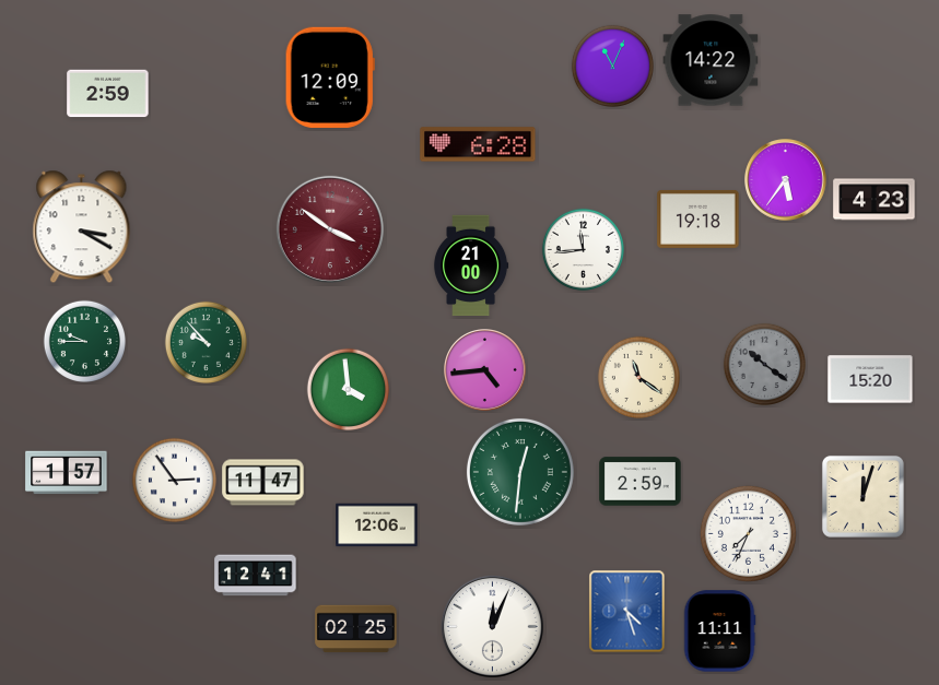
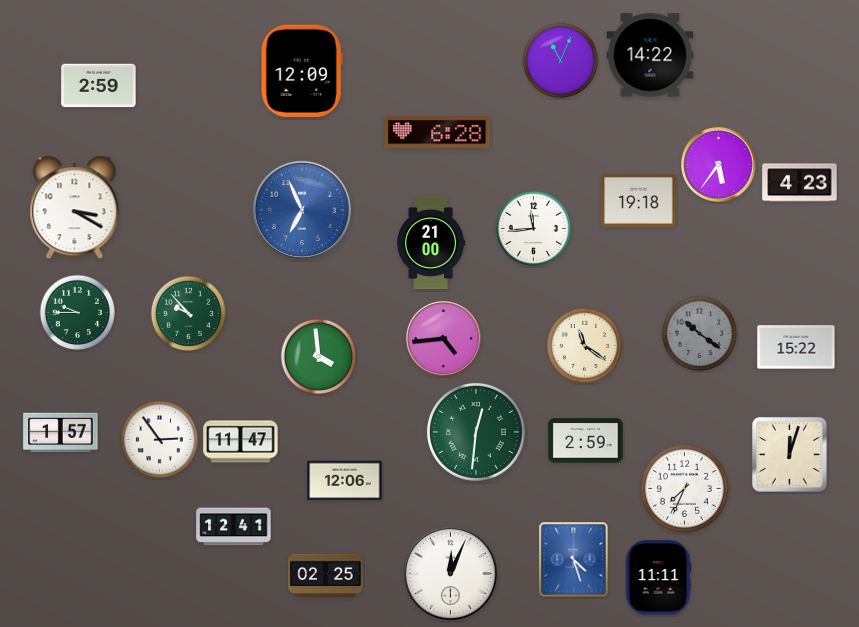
clock at (330, 229): 3:51 -> 6:56
clock at (330, 229) dial: burgundy -> blue
clock at (870, 379): 15:20 -> 15:22
